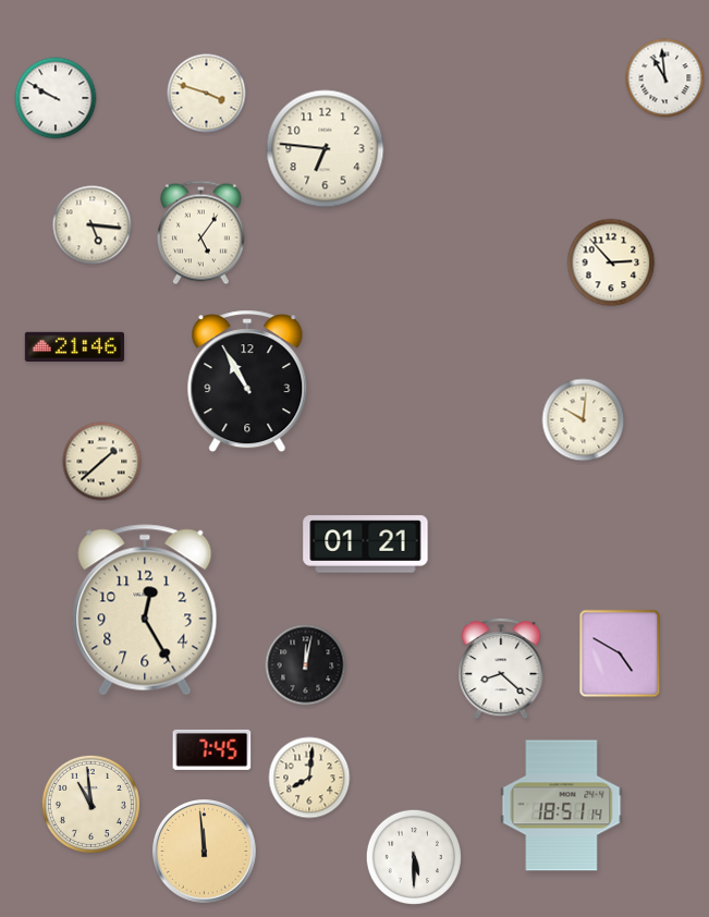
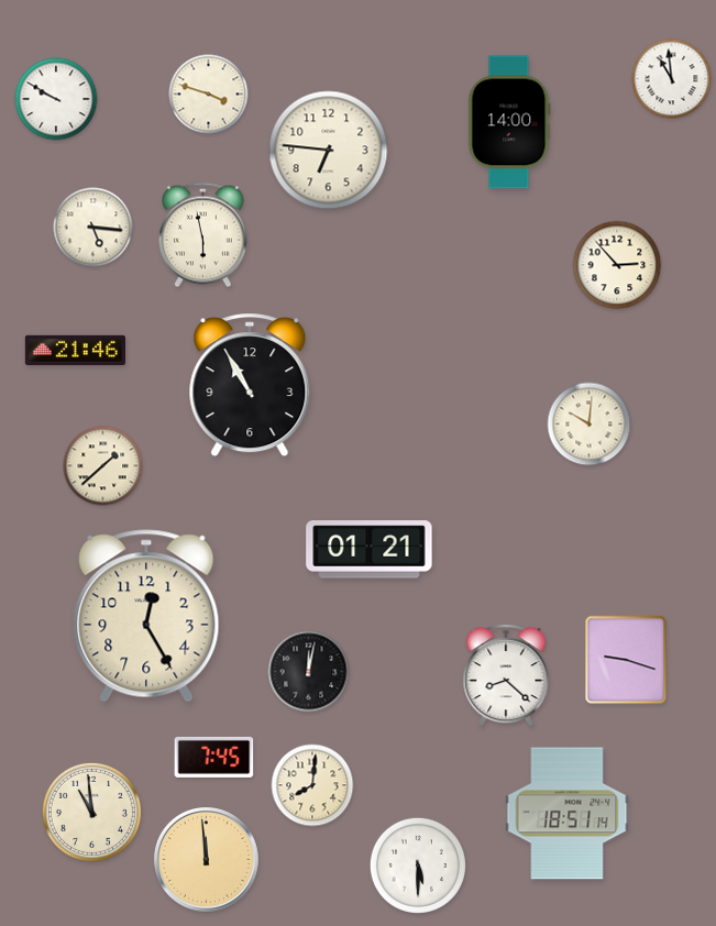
clock at (509, 122): none -> 14:00
clock at (201, 233): 5:06 -> 5:58
clock at (620, 653): 4:50 -> 9:18
